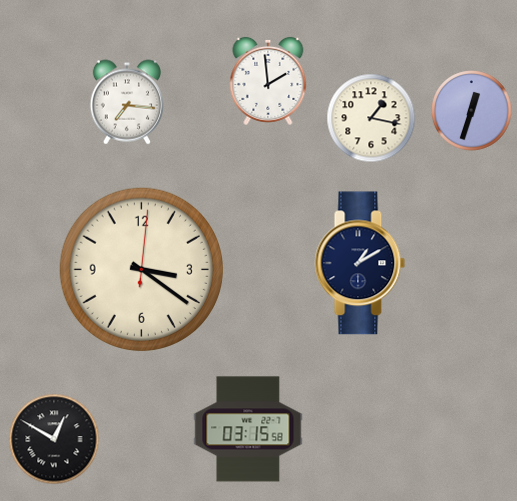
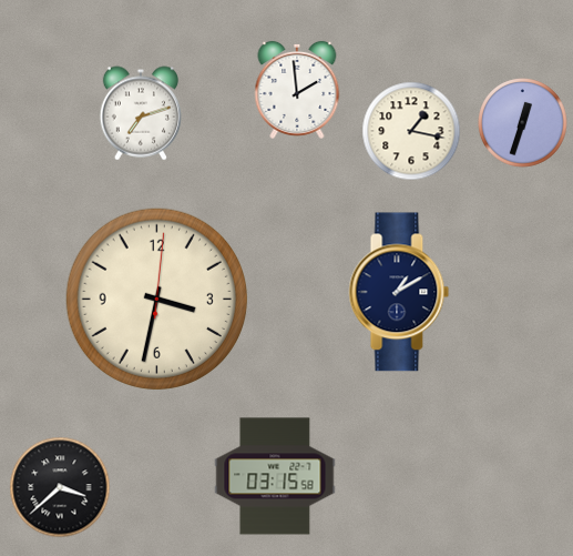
clock at (126, 102): 7:16 -> 7:12
clock at (141, 269): 3:21 -> 3:32
clock at (54, 439): 12:50 -> 3:38
